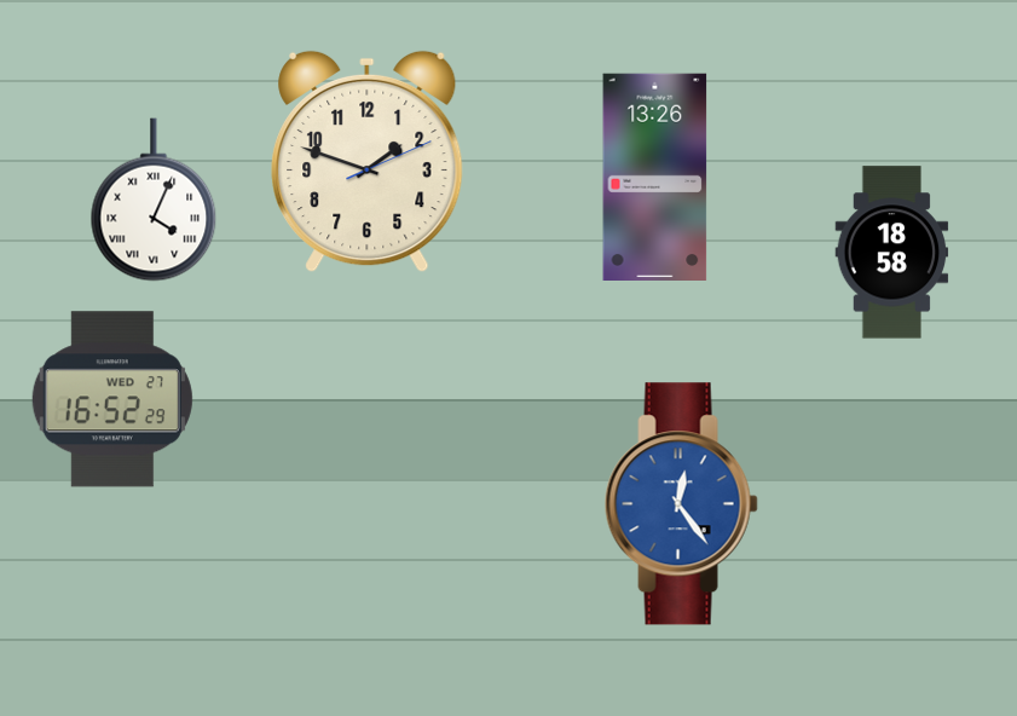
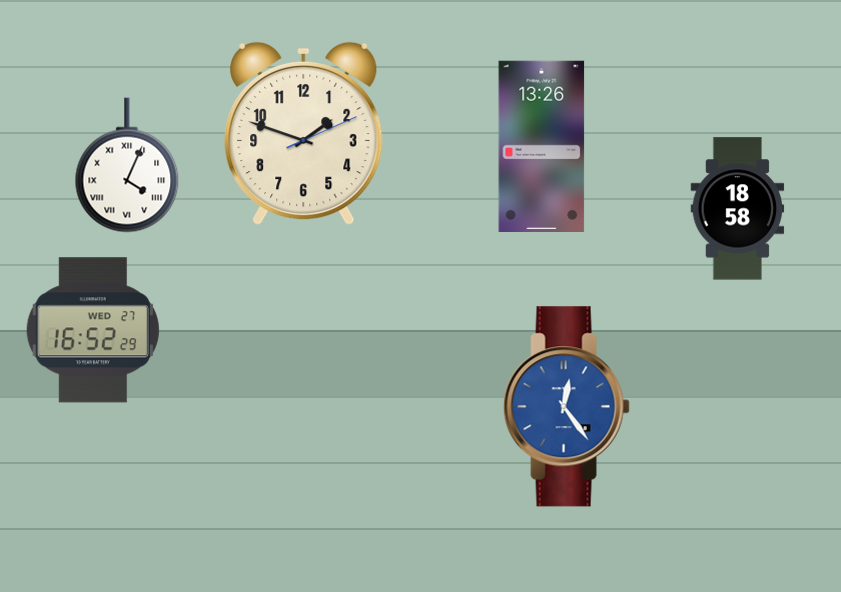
clock at (681, 504) position: (681, 504) -> (566, 407)
